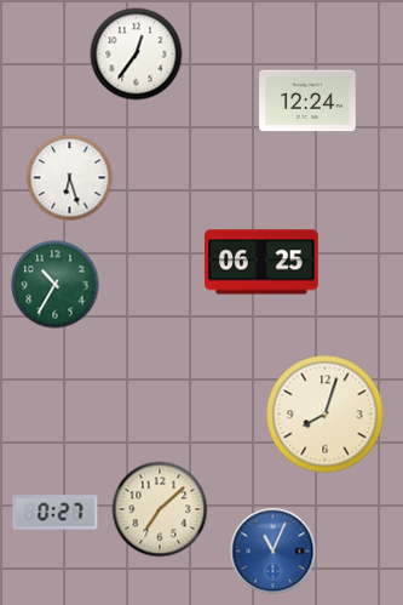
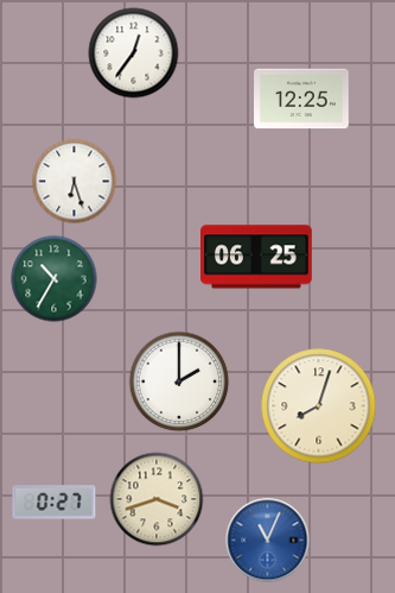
clock at (307, 101): 12:24 -> 12:25
clock at (70, 178) position: (70, 178) -> (75, 182)
clock at (179, 381): none -> 2:00
clock at (160, 509): 7:08 -> 3:42
